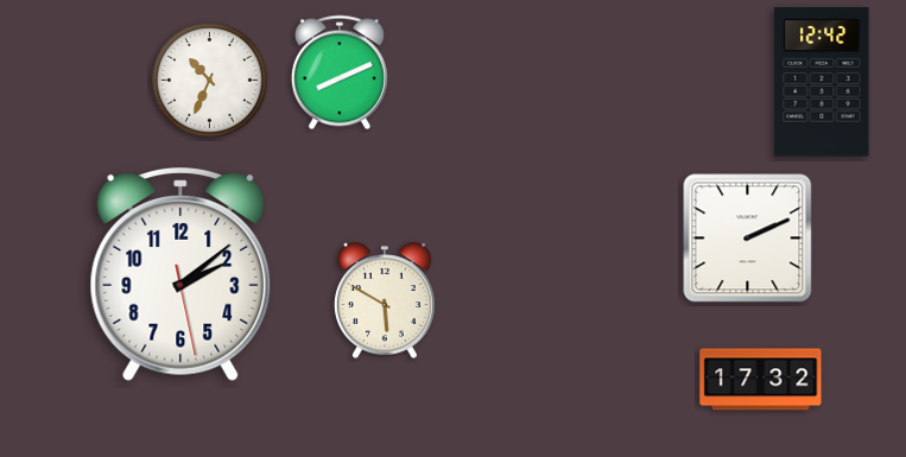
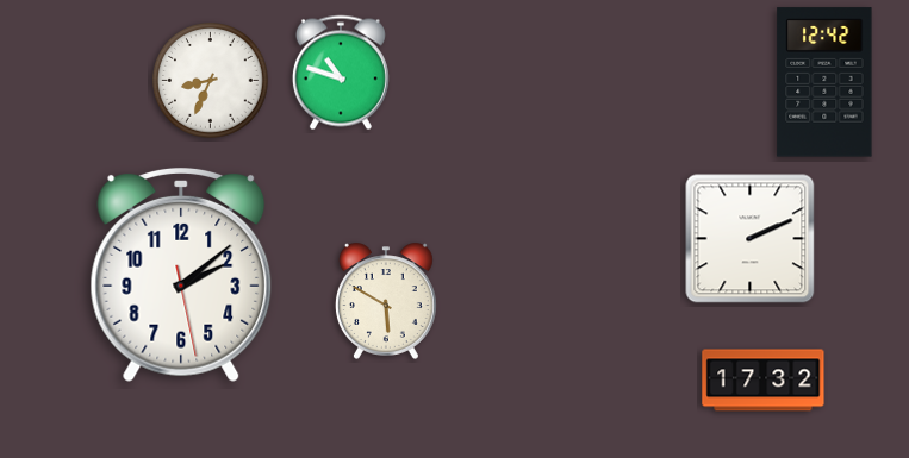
clock at (340, 72): 8:11 -> 10:48
clock at (210, 81): 10:34 -> 8:34
